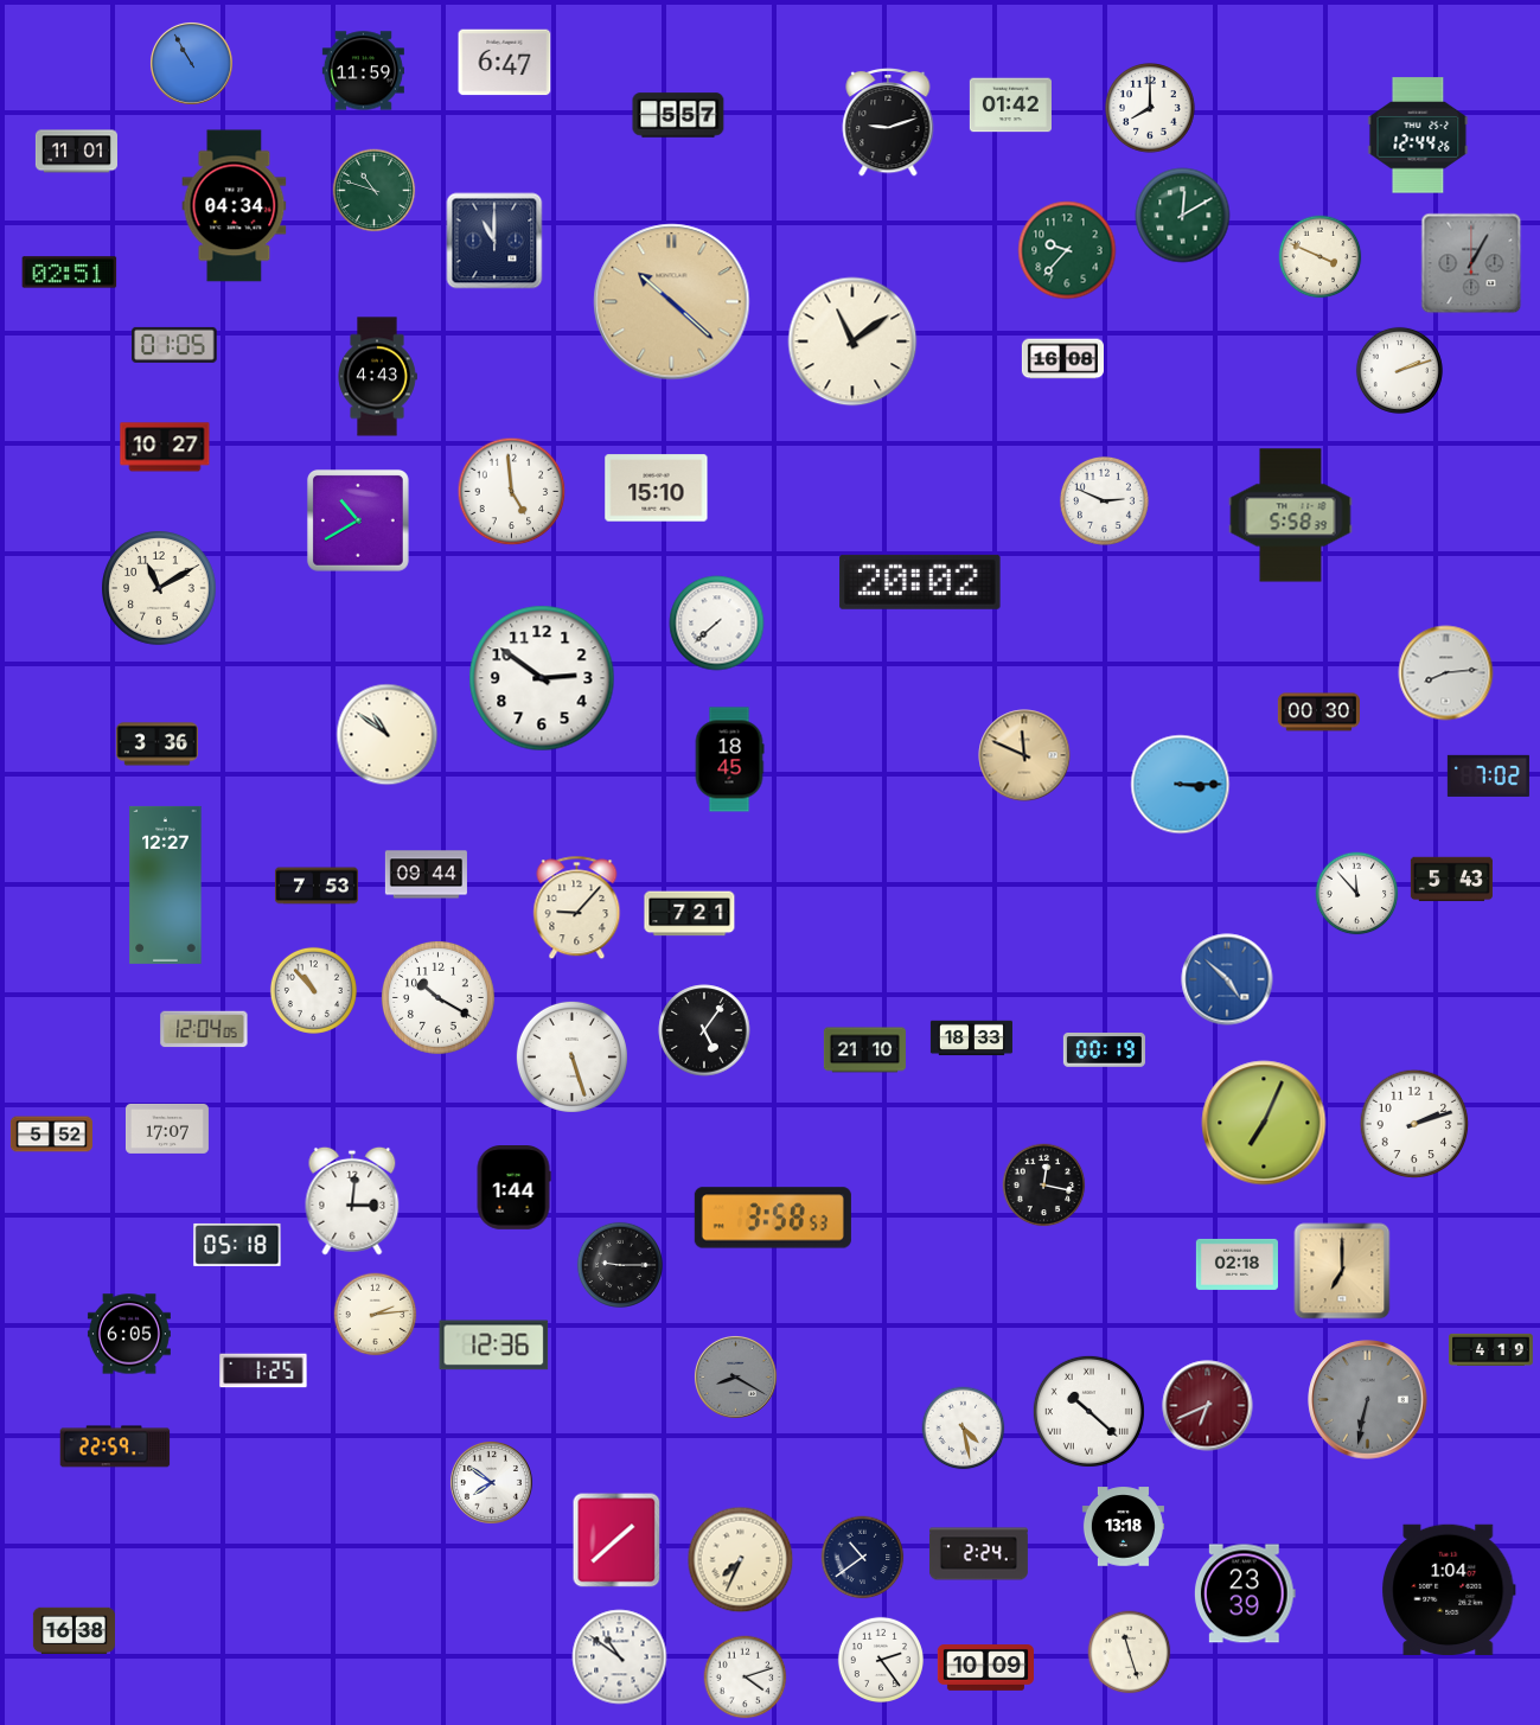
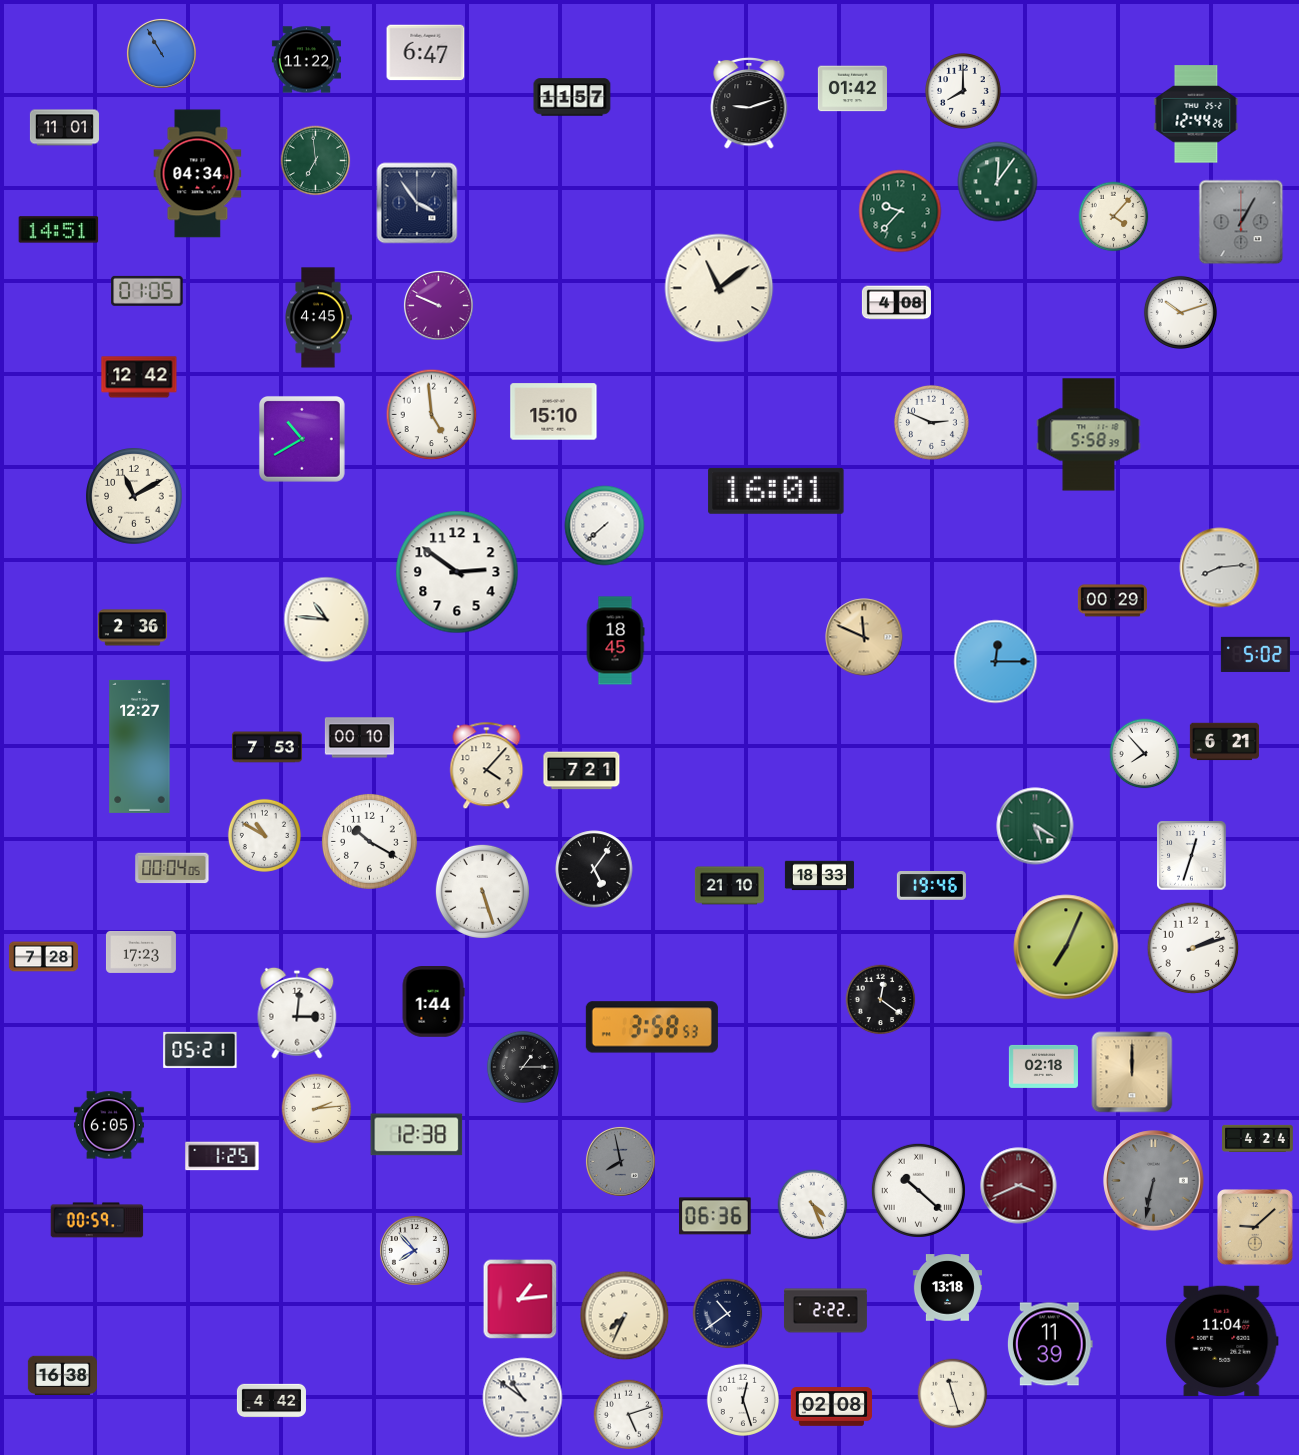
clock at (363, 71): 11:59 -> 11:22
clock at (1150, 108) position: (1150, 108) -> (963, 91)
clock at (678, 115): 5:57 -> 11:57
clock at (375, 191): 10:48 -> 6:59
clock at (1183, 216): 12:10 -> 12:06
clock at (494, 241): 11:00 -> 3:54
clock at (1321, 257): 3:49 -> 4:07
clock at (70, 273): 02:51 -> 14:51
clock at (672, 302): 10:22 -> none
clock at (1062, 359): 16:08 -> 4:08
clock at (438, 305): none -> 9:49
clock at (1399, 370): 2:12 -> 10:12
clock at (377, 377): 4:43 -> 4:45
clock at (165, 447): 10:27 -> 12:42
clock at (920, 582): 20:02 -> 16:01
clock at (1318, 713): 00:30 -> 00:29
clock at (388, 735): 10:51 -> 10:46
clock at (156, 745): 3:36 -> 2:36
clock at (1488, 775): 7:02 -> 5:02
clock at (1181, 785): 3:15 -> 12:15
clock at (426, 875): 09:44 -> 00:10
clock at (1451, 880): 5:43 -> 6:21
clock at (1357, 894): 11:53 -> 7:53
clock at (577, 908): 9:07 -> 4:07
clock at (1227, 979): 4:52 -> 5:20
clock at (1227, 979) dial: blue -> green
clock at (313, 990): 10:53 -> 10:50
clock at (1192, 856): none -> 12:33
clock at (204, 1029): 12:04 -> 00:04
clock at (1104, 1050): 00:19 -> 19:46
clock at (167, 1129): 17:07 -> 17:23
clock at (51, 1135): 5:52 -> 7:28
clock at (1044, 1186): 12:17 -> 12:21
clock at (237, 1245): 05:18 -> 05:21
clock at (620, 1265): 9:15 -> 1:15
clock at (1342, 1271): 7:00 -> 12:00
clock at (494, 1346): 12:36 -> 12:38
clock at (1491, 1349): 4:19 -> 4:24
clock at (735, 1376): 8:20 -> 7:58
clock at (1208, 1406): 6:41 -> 3:41
clock at (964, 1429): 4:28 -> 4:26
clock at (715, 1216): none -> 06:36
clock at (115, 1446): 22:59 -> 00:59
clock at (1256, 1228): none -> 9:08
clock at (491, 1482): 7:51 -> 7:53
clock at (616, 1540): 1:38 -> 1:14
clock at (978, 1554): 2:24 -> 2:22
clock at (1449, 1589): 1:04 -> 11:04
clock at (1245, 1593): 23:39 -> 11:39
clock at (881, 1660): 2:24 -> 12:27
clock at (271, 1401): none -> 4:42
clock at (985, 1668): 10:09 -> 02:08
clock at (746, 1678): 4:12 -> 5:12
